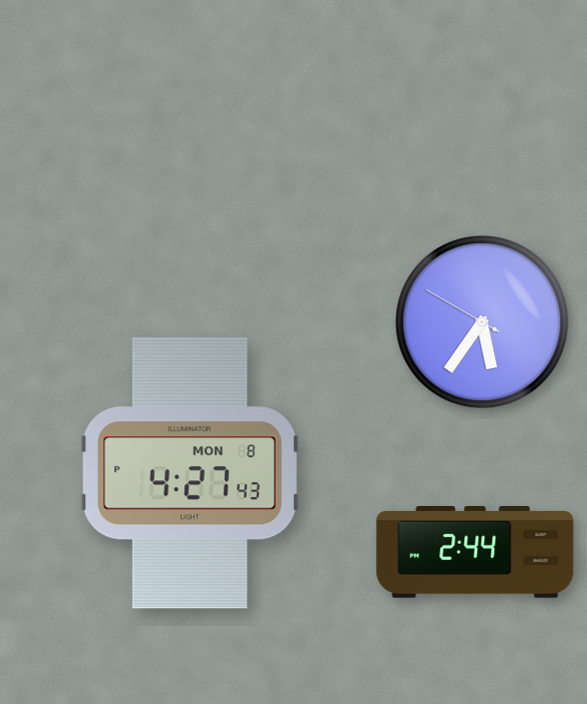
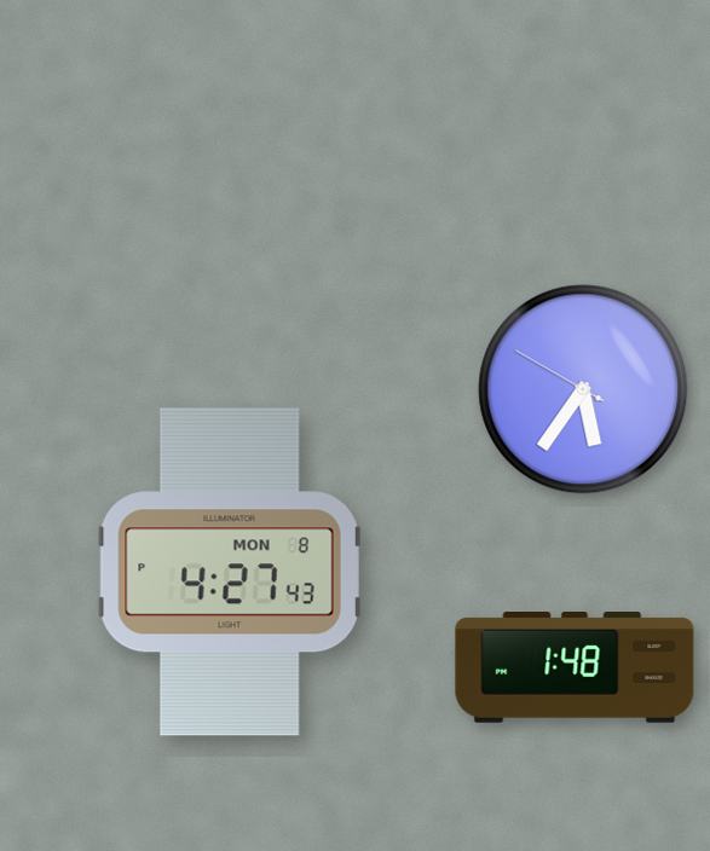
clock at (475, 553): 2:44 -> 1:48
